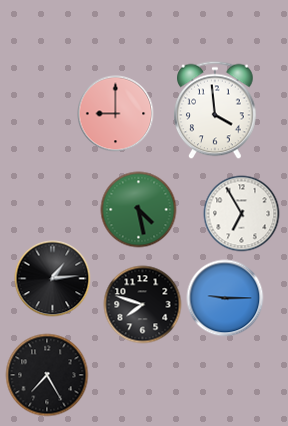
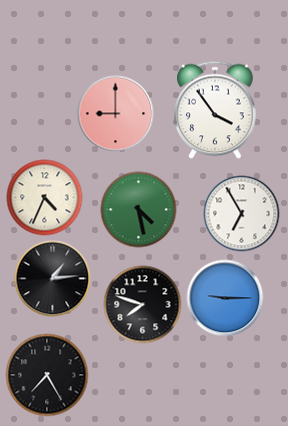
clock at (215, 110): 3:59 -> 3:54
clock at (45, 198): none -> 4:34
